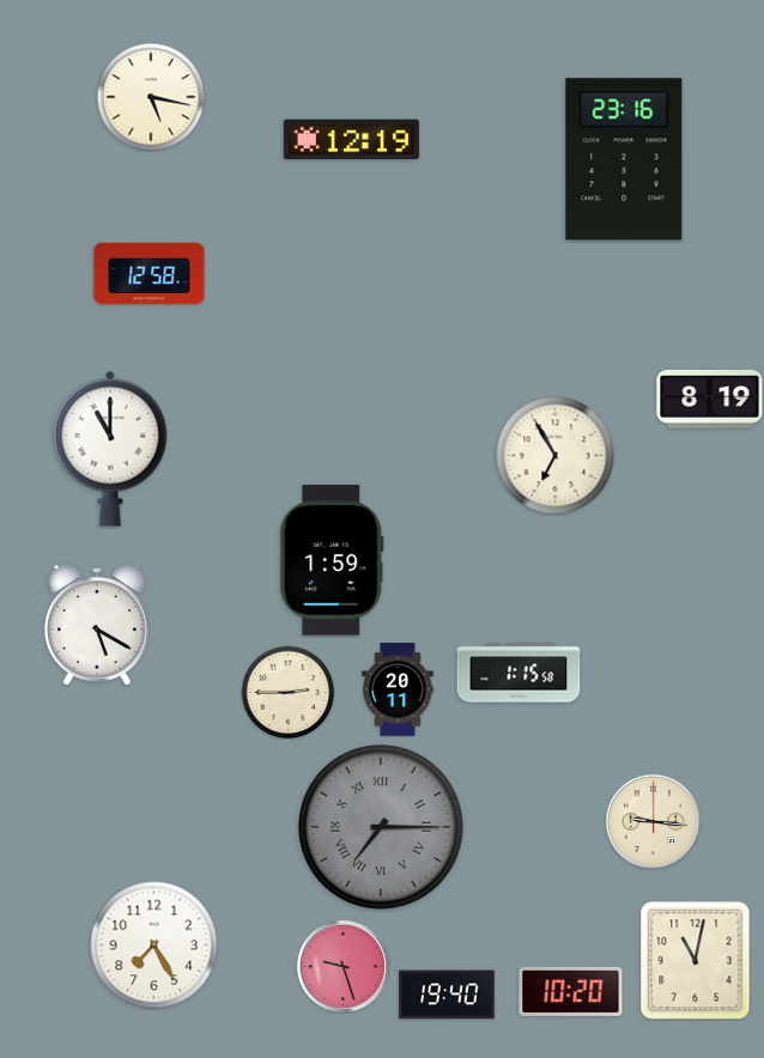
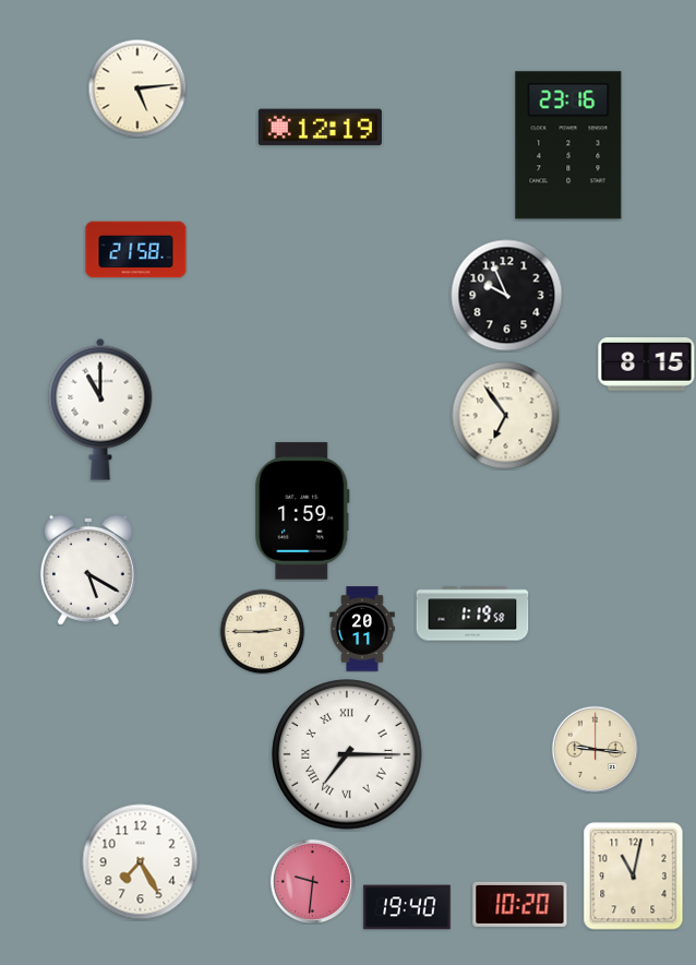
clock at (151, 97): 5:17 -> 5:14
clock at (150, 274): 12:58 -> 21:58
clock at (507, 296): none -> 9:56
clock at (710, 400): 8:19 -> 8:15
clock at (556, 456): 6:55 -> 6:54
clock at (519, 673): 1:15 -> 1:19
clock at (381, 827) dial: grey -> white
clock at (342, 966): 9:27 -> 9:31
